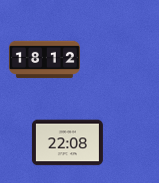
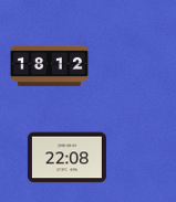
clock at (67, 143) position: (67, 143) -> (66, 158)
